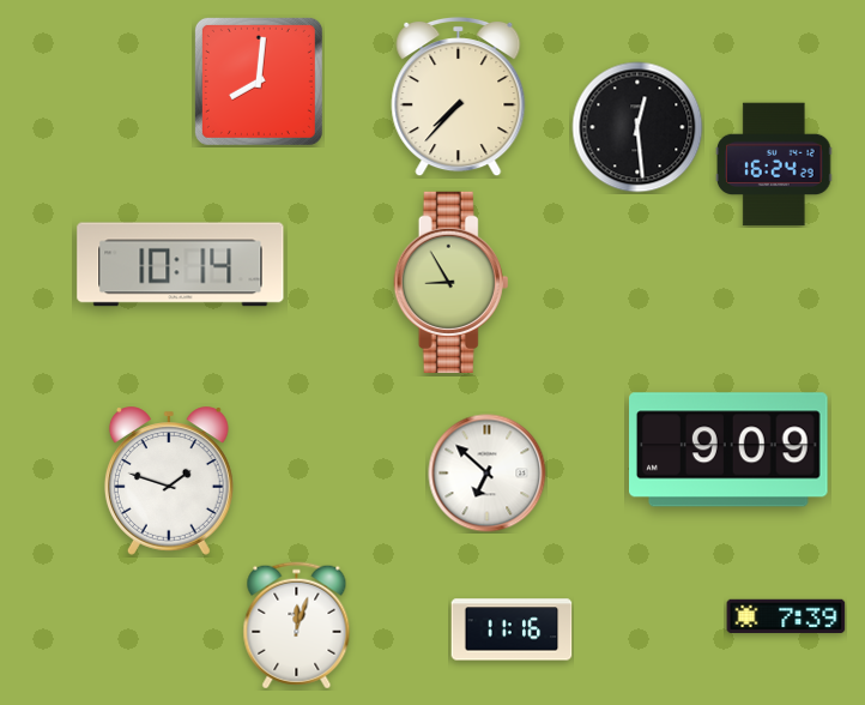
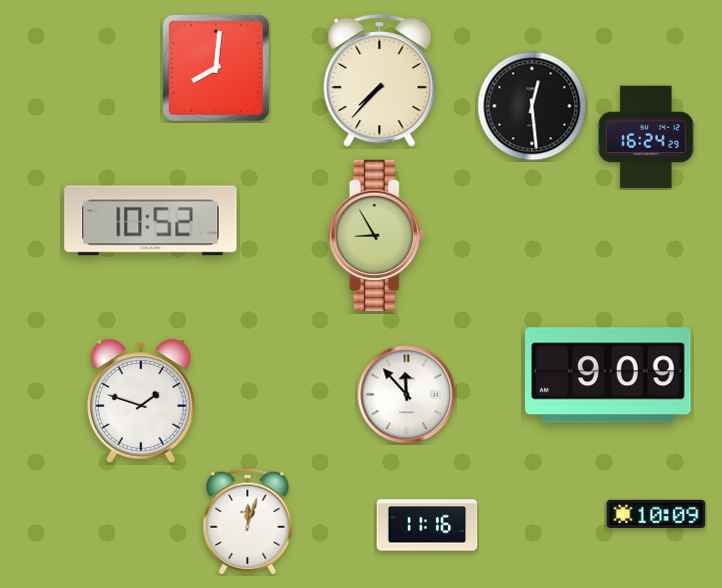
clock at (459, 97) position: (459, 97) -> (380, 81)
clock at (181, 265): 10:14 -> 10:52
clock at (488, 474): 6:52 -> 11:53
clock at (786, 616): 7:39 -> 10:09
